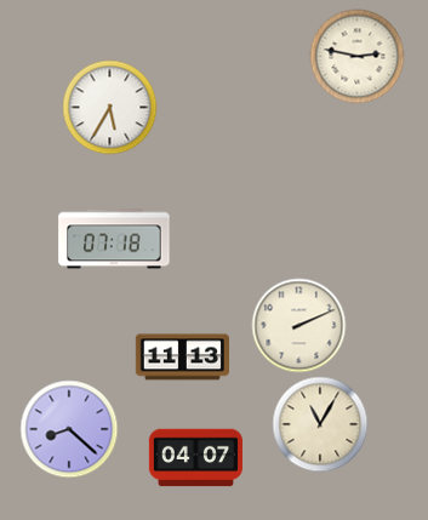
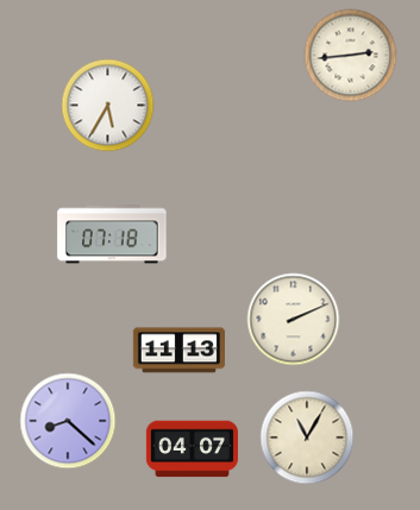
clock at (356, 56): 2:47 -> 2:44
clock at (320, 424) position: (320, 424) -> (307, 437)
